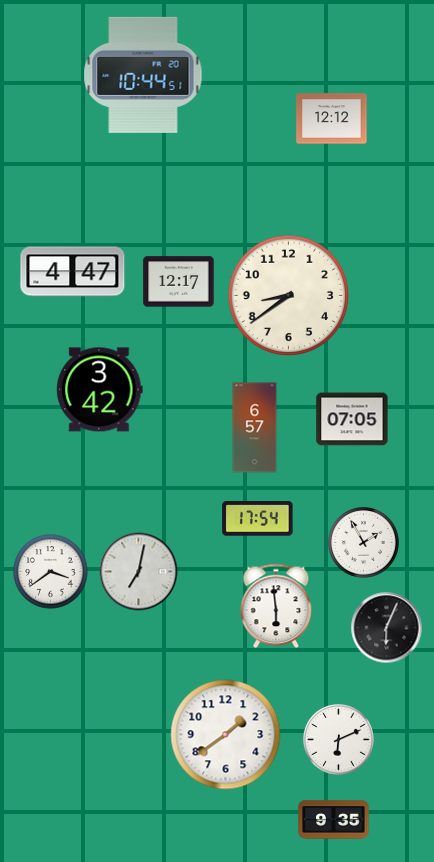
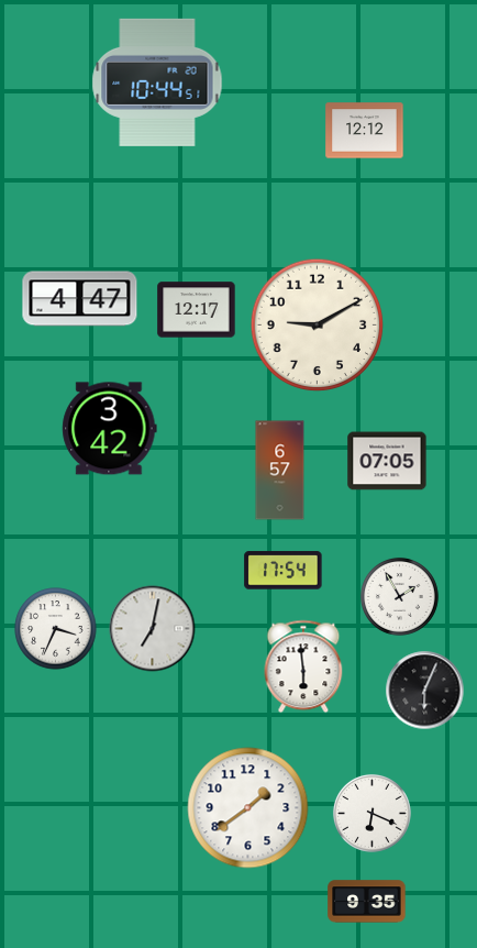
clock at (289, 296): 8:39 -> 9:10
clock at (51, 572): 3:39 -> 3:34
clock at (338, 739): 6:11 -> 6:19
